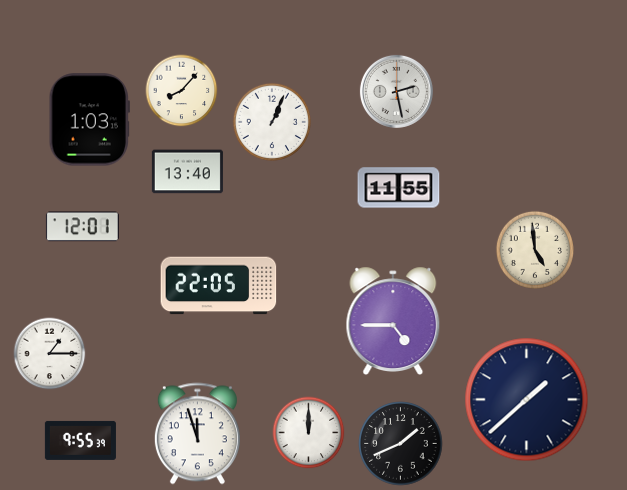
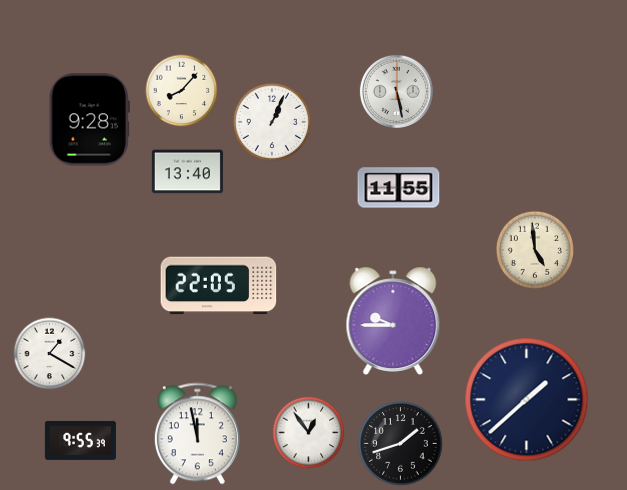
clock at (396, 91): 2:28 -> 5:28
clock at (89, 120): 1:03 -> 9:28
clock at (82, 227): 12:01 -> none
clock at (393, 320): 4:45 -> 9:45
clock at (50, 354): 1:15 -> 1:20
clock at (309, 433): 12:00 -> 12:54
clock at (197, 434): 11:57 -> 11:58
clock at (401, 444): 1:41 -> 1:42
